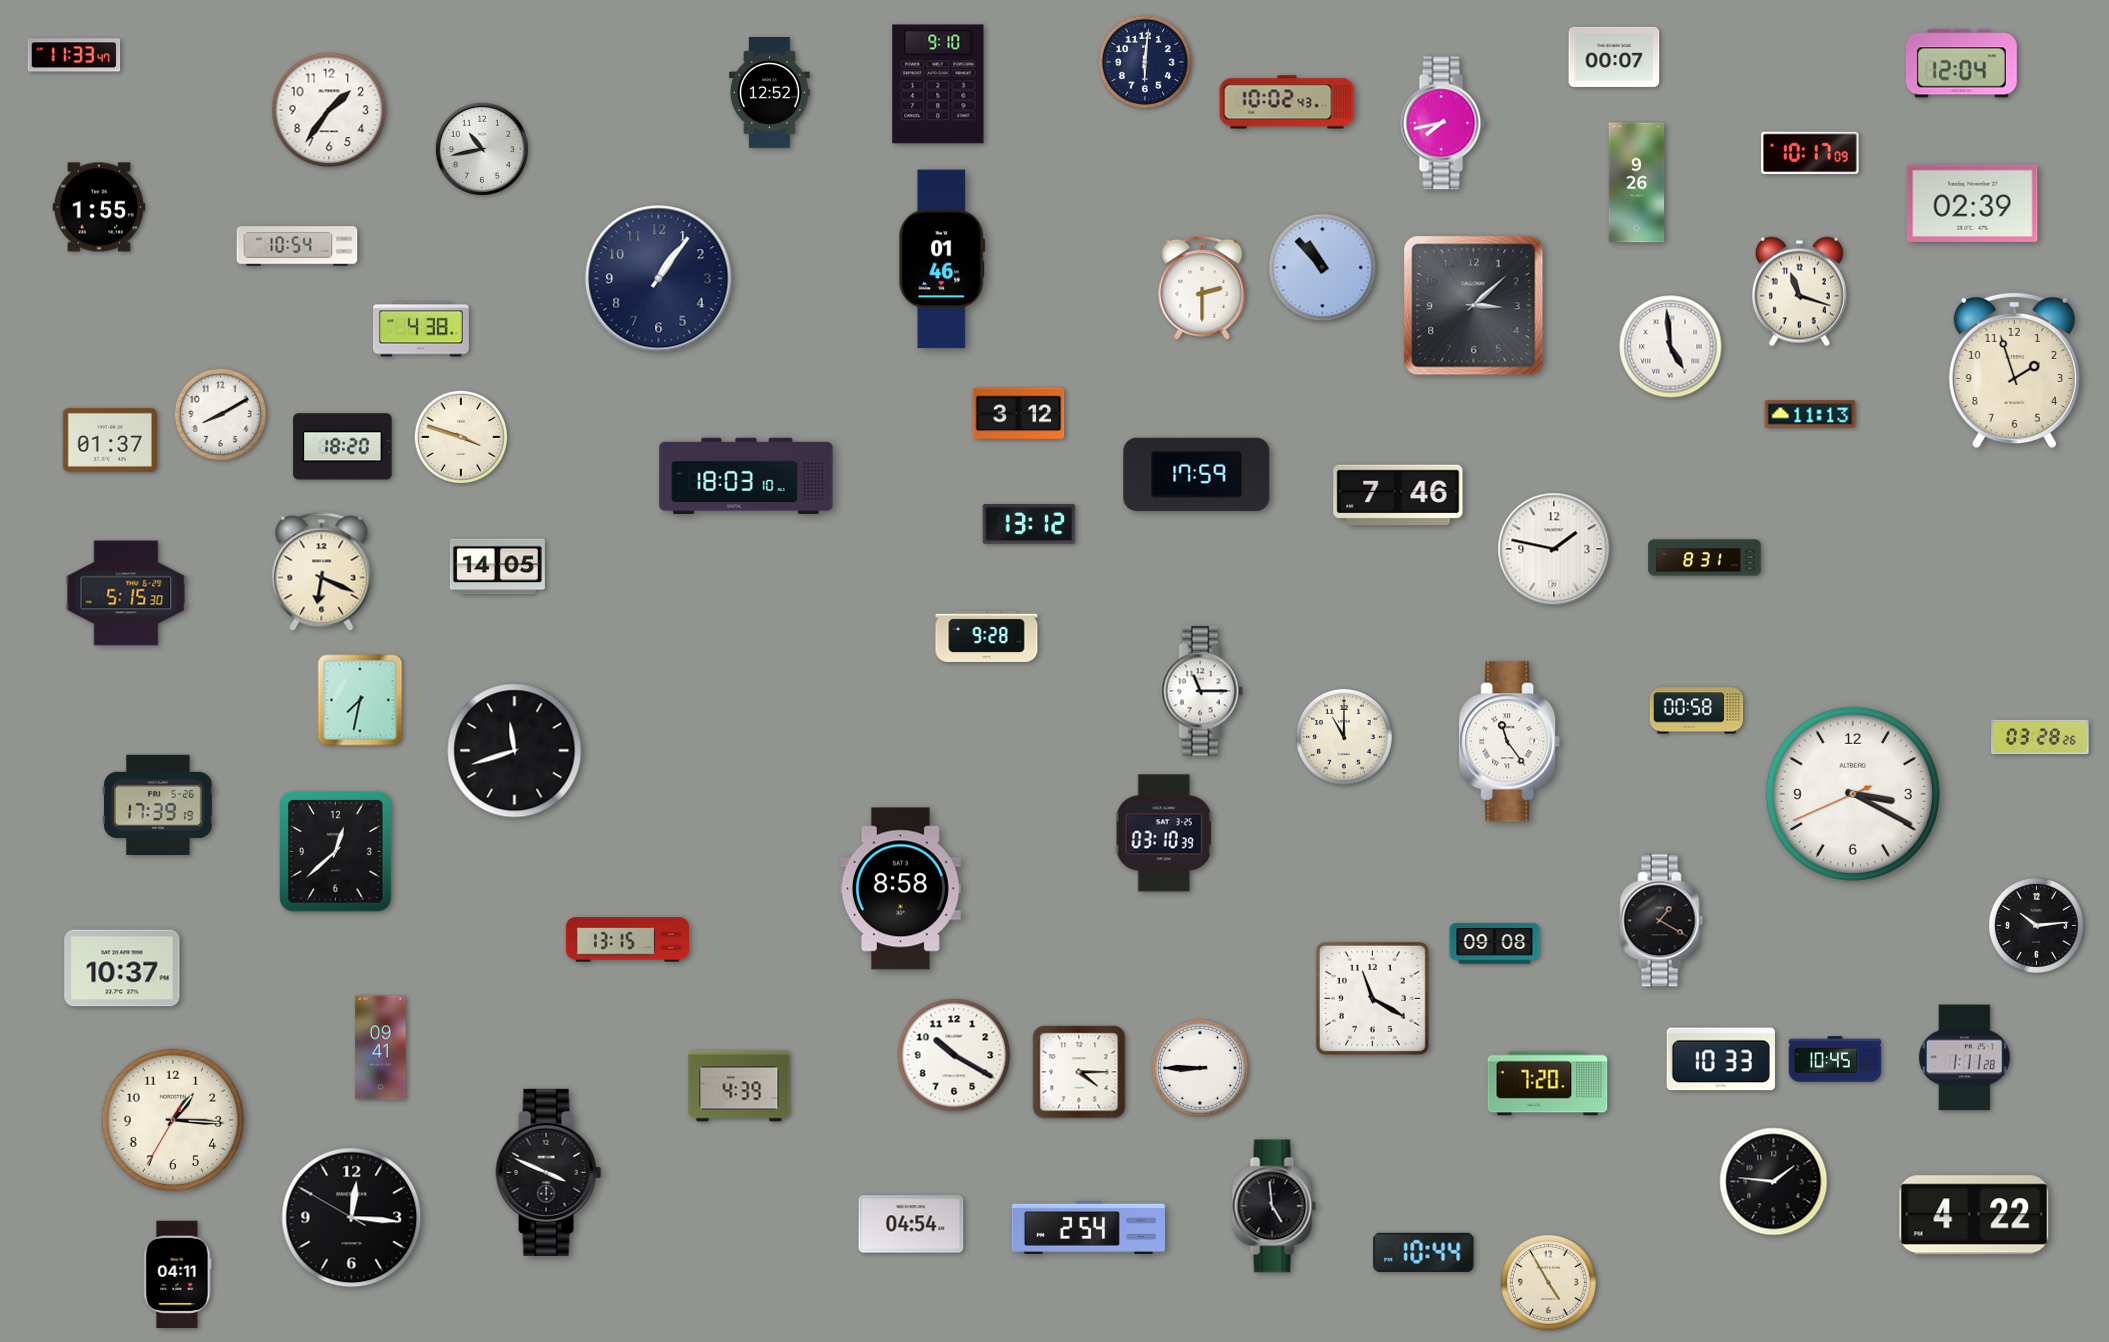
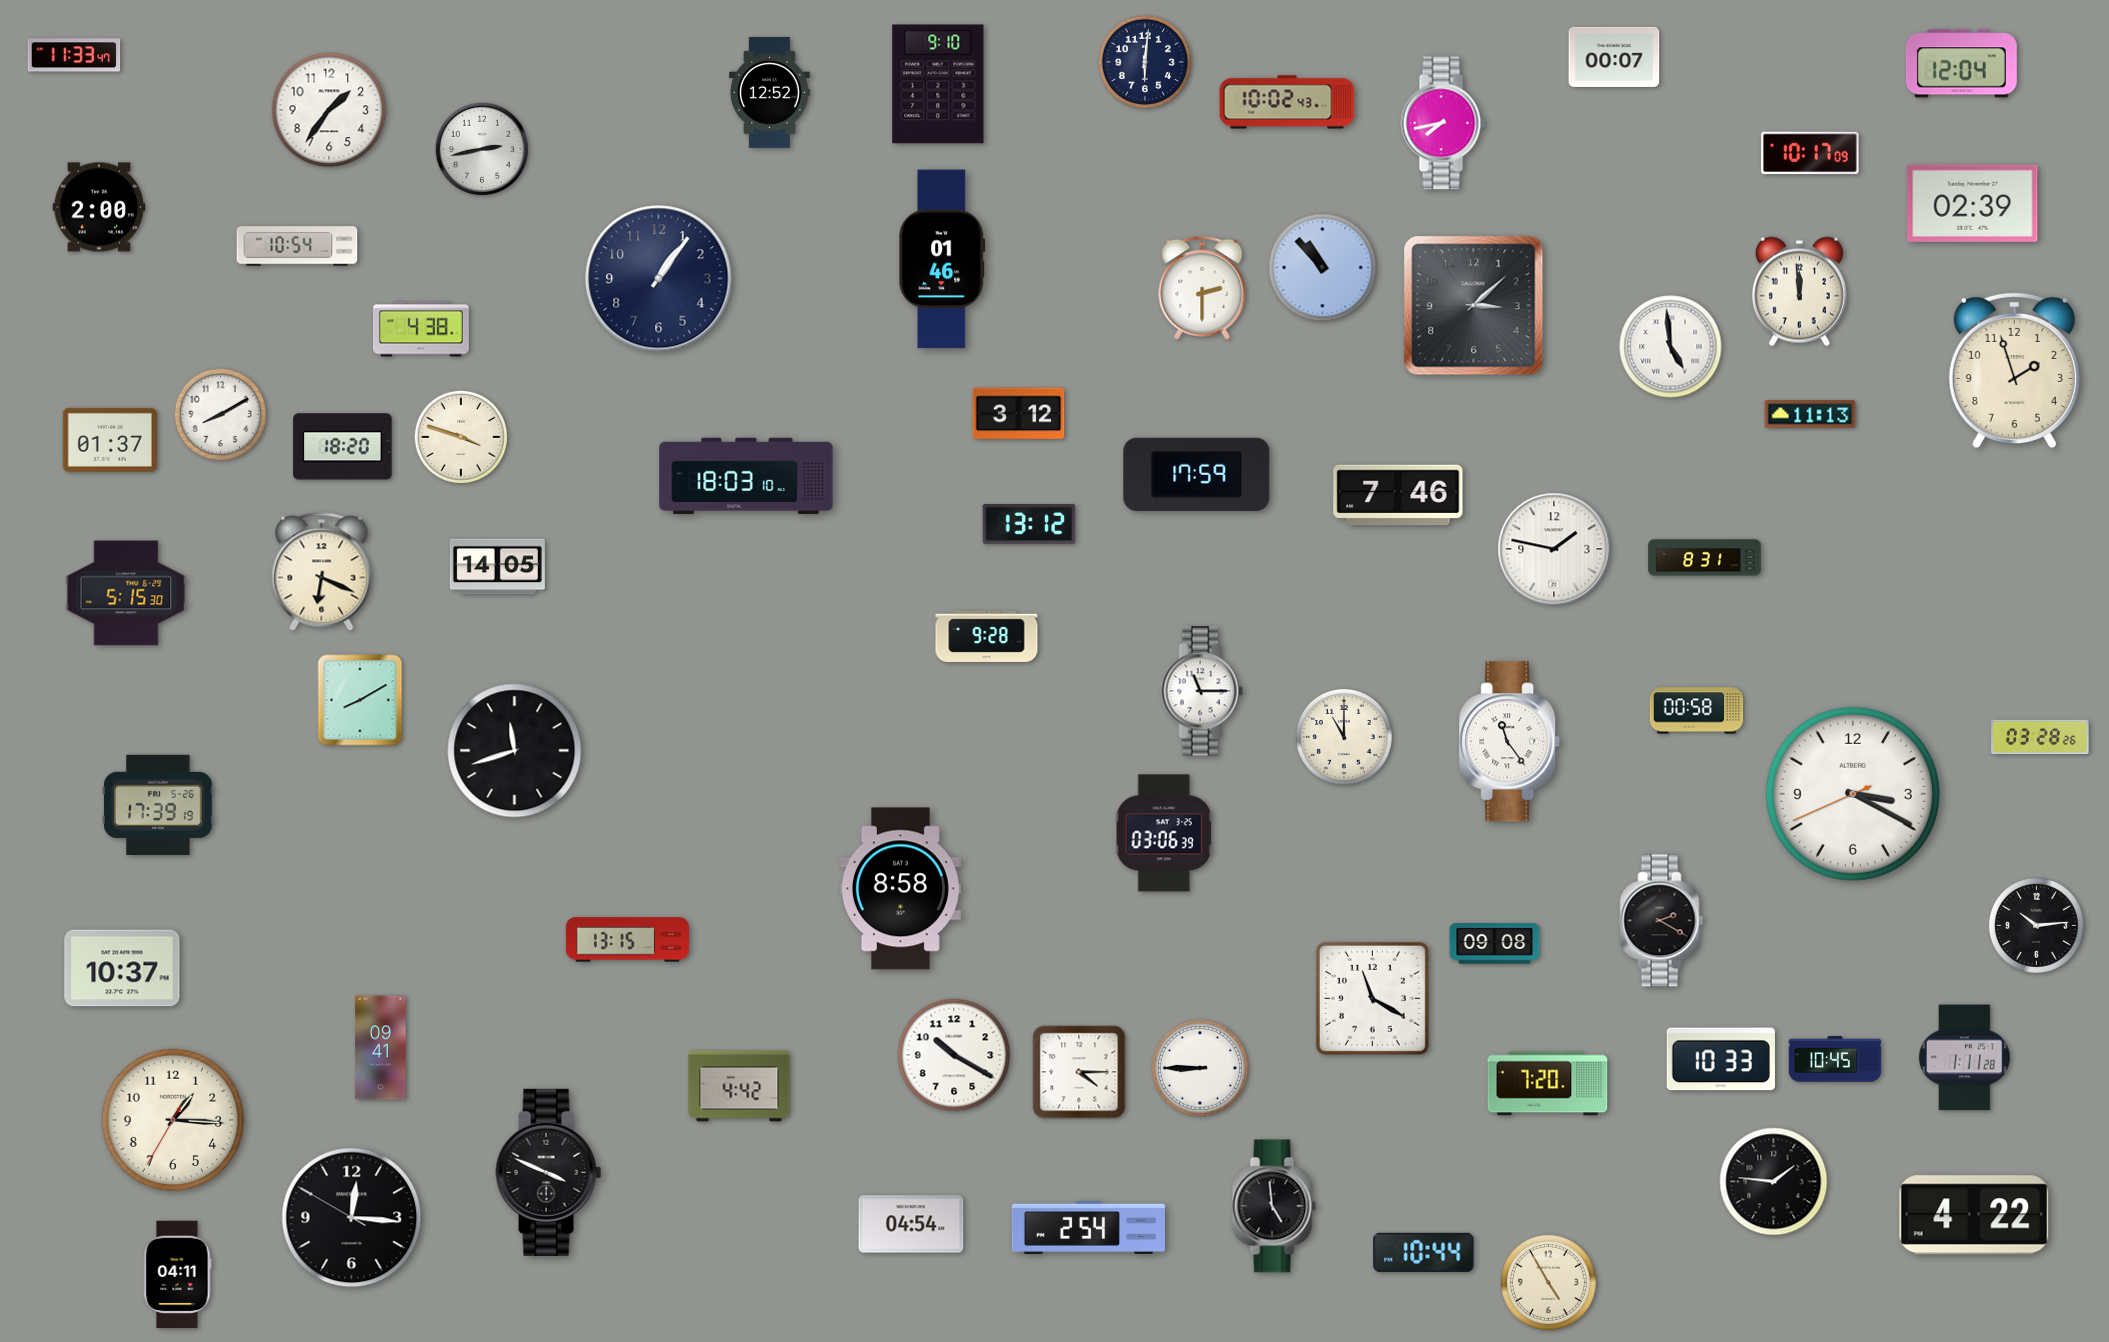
clock at (481, 148): 10:43 -> 2:43
clock at (1637, 183): 9:26 -> none
clock at (99, 207): 1:55 -> 2:00
clock at (1799, 292): 11:18 -> 11:59
clock at (360, 700): 7:32 -> 8:10
clock at (1164, 833): 03:10 -> 03:06
clock at (336, 852): 12:38 -> none
clock at (1662, 921): 1:20 -> 2:20
clock at (739, 1086): 4:39 -> 4:42
